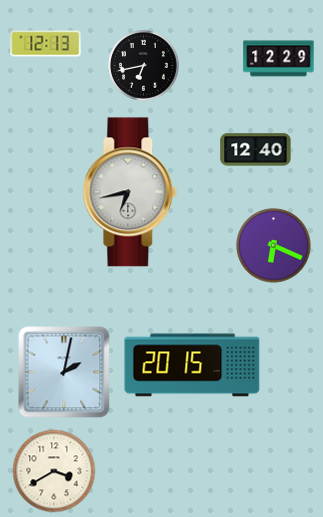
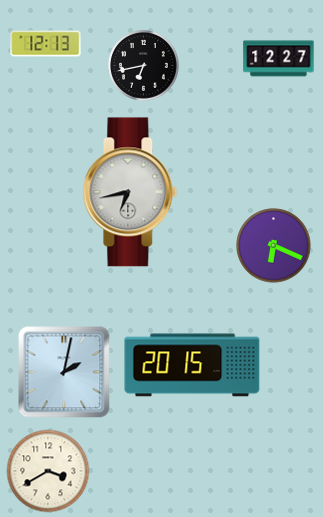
clock at (279, 59): 12:29 -> 12:27
clock at (256, 150): 12:40 -> none
clock at (54, 471) position: (54, 471) -> (48, 471)
